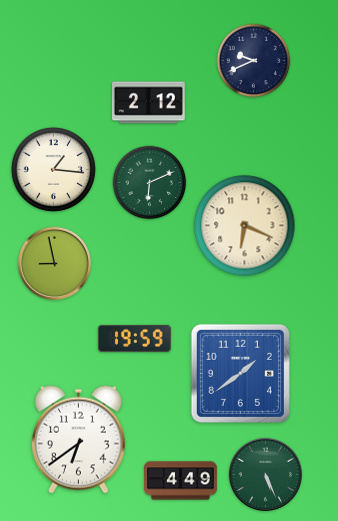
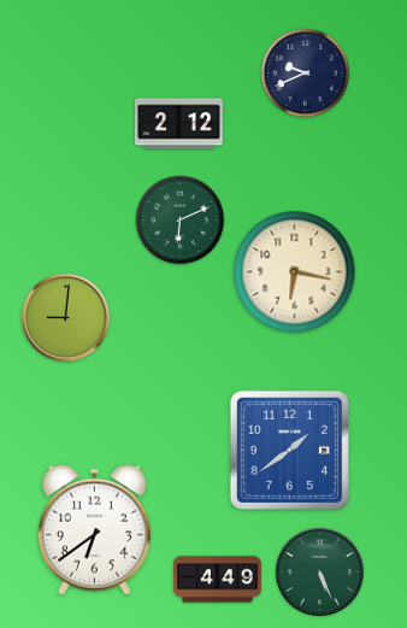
clock at (53, 169): 1:16 -> none
clock at (245, 226): 6:19 -> 6:17
clock at (54, 263): 8:58 -> 9:01
clock at (134, 338): 19:59 -> none
